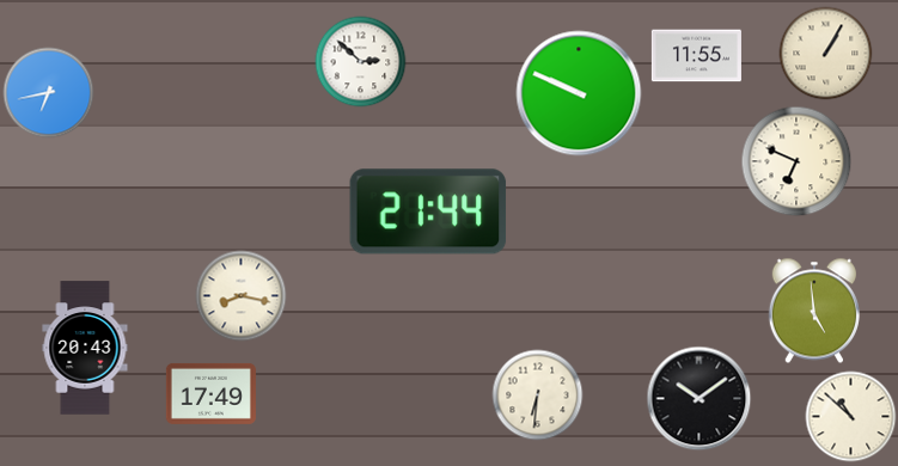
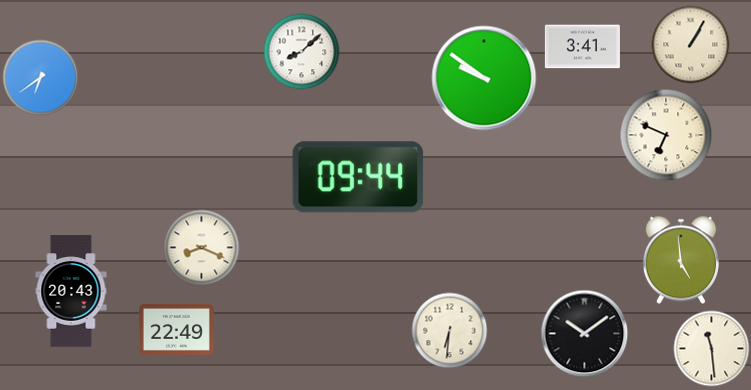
clock at (696, 56): 11:55 -> 3:41
clock at (361, 62): 2:52 -> 8:08
clock at (49, 93): 6:43 -> 6:39
clock at (579, 93): 9:49 -> 9:51
clock at (428, 211): 21:44 -> 09:44
clock at (242, 296): 8:17 -> 8:19
clock at (210, 393): 17:49 -> 22:49
clock at (851, 417): 10:52 -> 11:29
